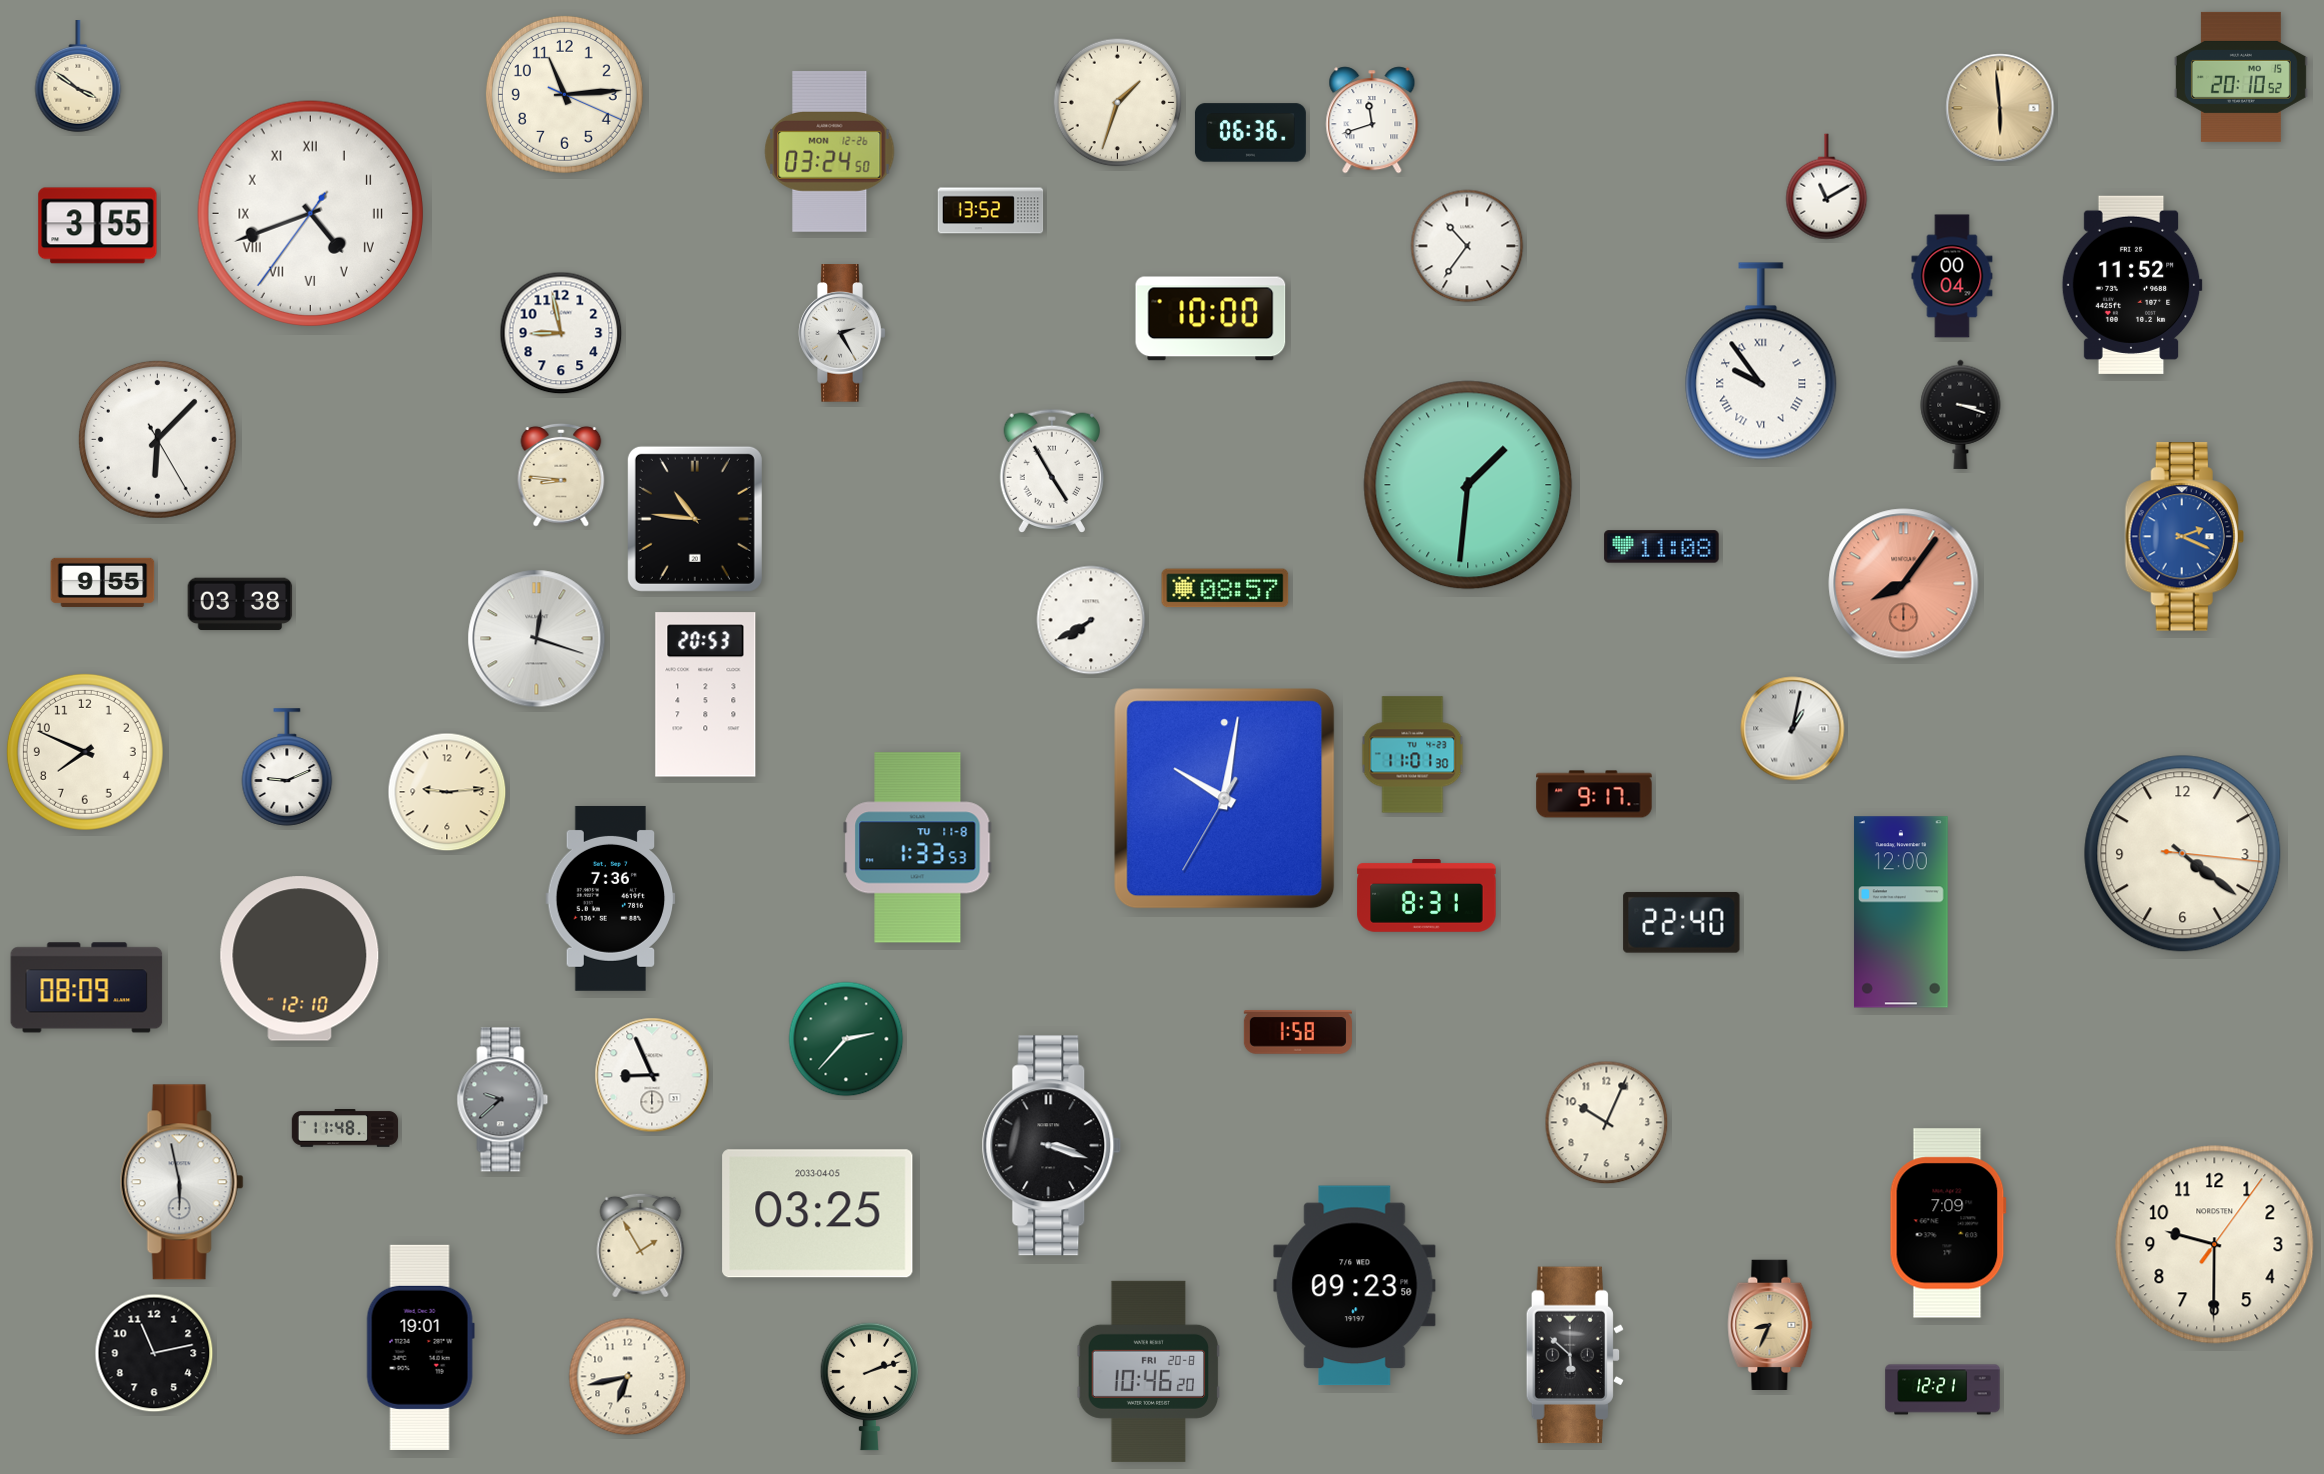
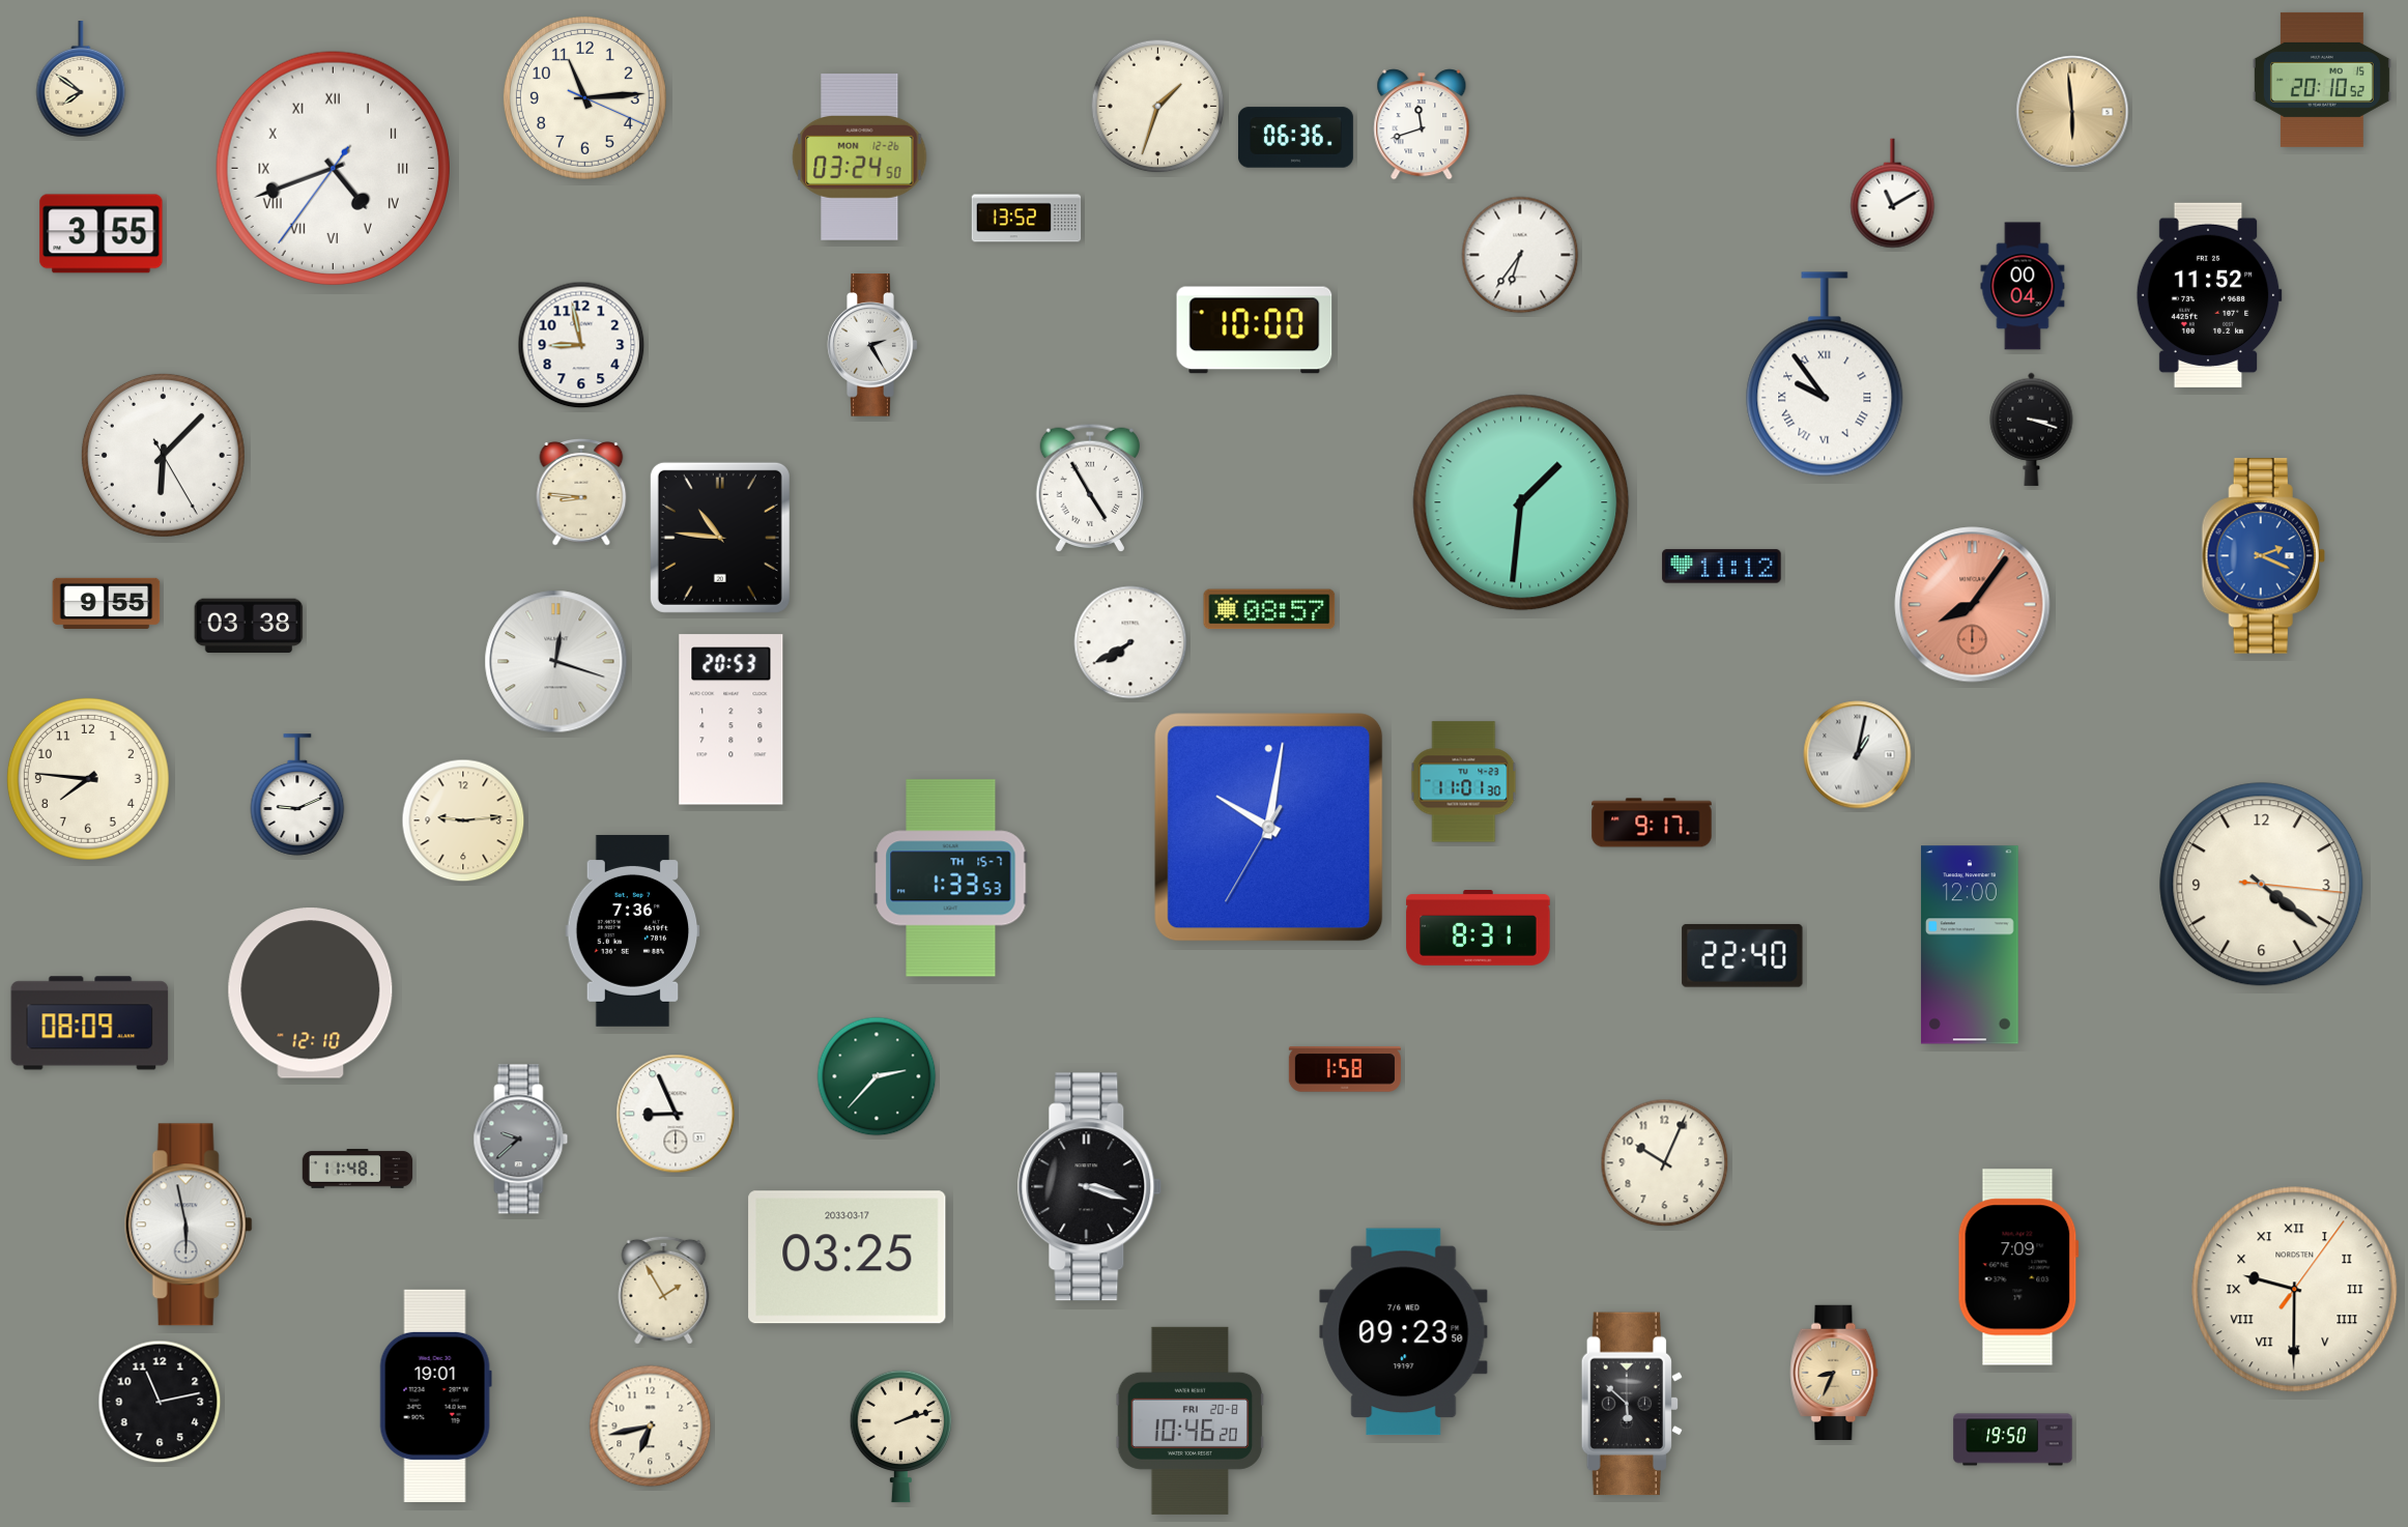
clock at (78, 77): 3:51 -> 7:51
clock at (310, 213) position: (310, 213) -> (333, 168)
clock at (1467, 246): 10:36 -> 6:36
clock at (1662, 547): 11:08 -> 11:12
clock at (85, 752): 7:49 -> 7:46
clock at (918, 848) date: TU 11-8 -> TH 15-7
clock at (818, 1214) date: 2033-04-05 -> 2033-03-17
clock at (2215, 1245) numerals: Arabic -> Roman
clock at (1943, 1390): 12:21 -> 19:50
